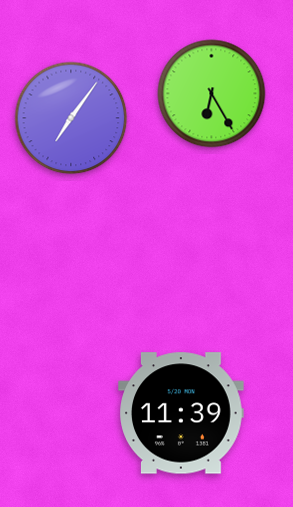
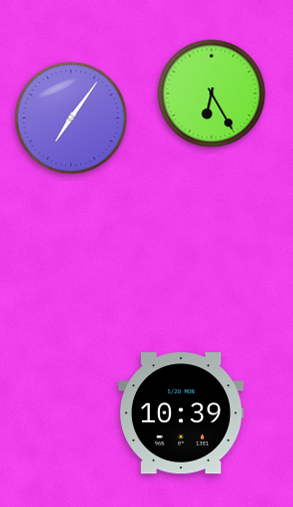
clock at (181, 413): 11:39 -> 10:39
